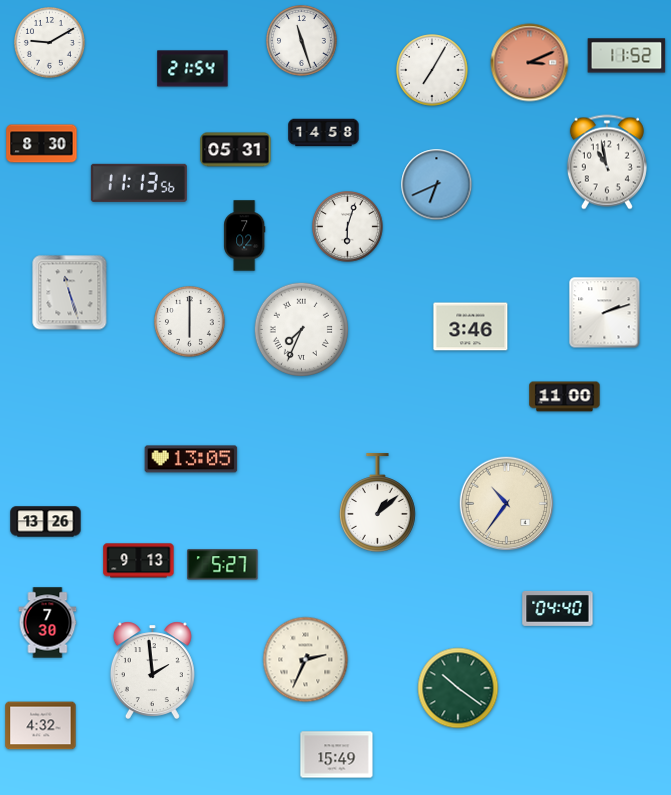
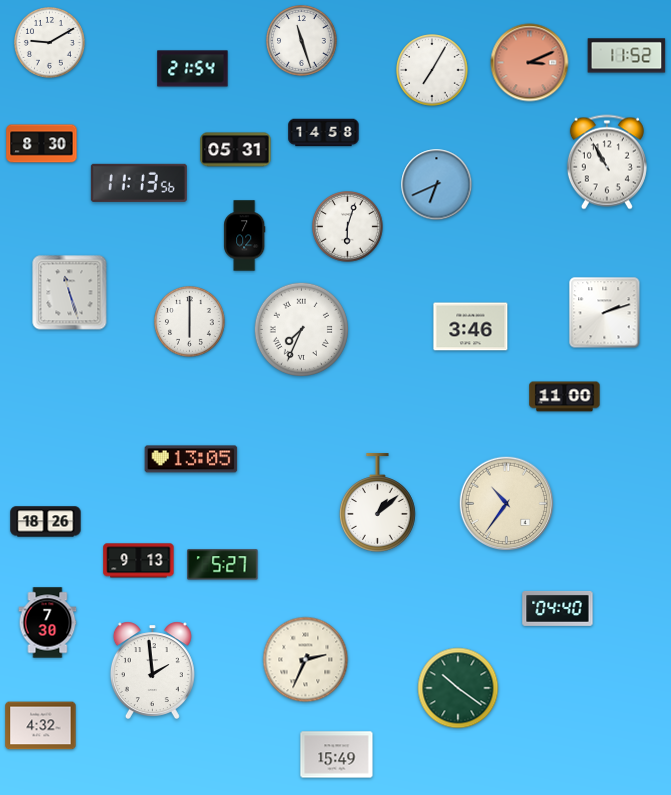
clock at (607, 162): 10:58 -> 10:55
clock at (46, 522): 13:26 -> 18:26
